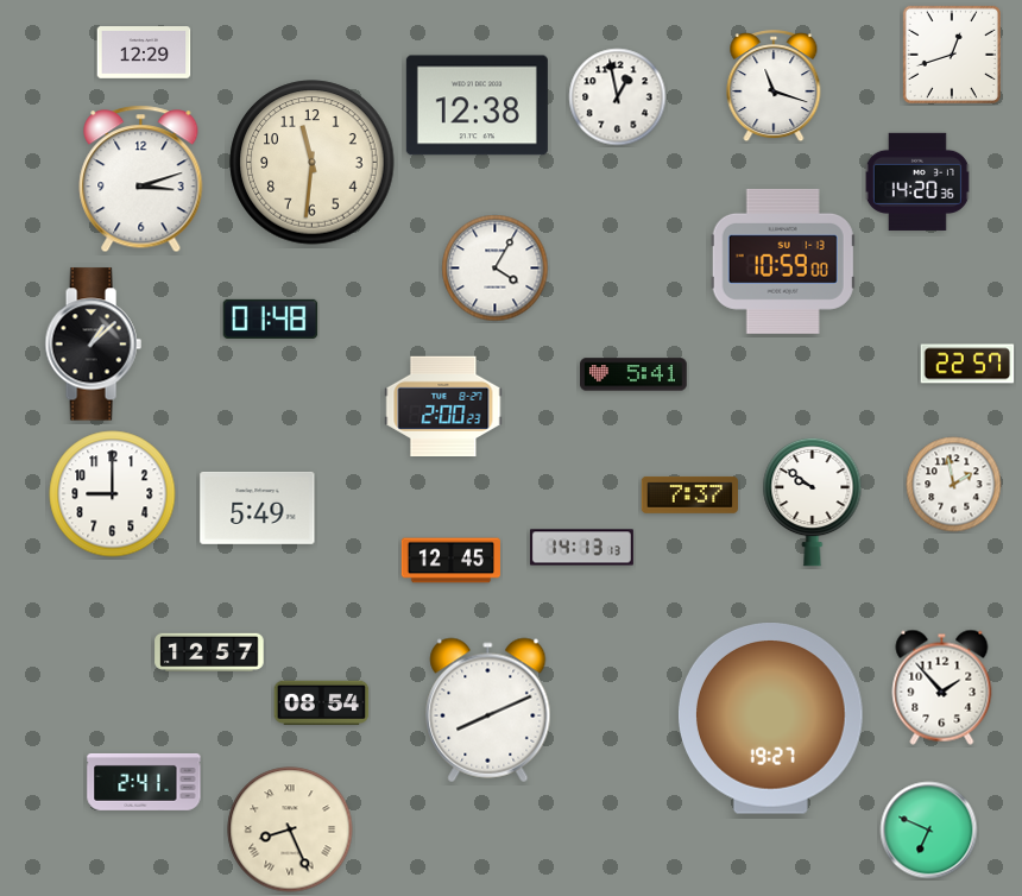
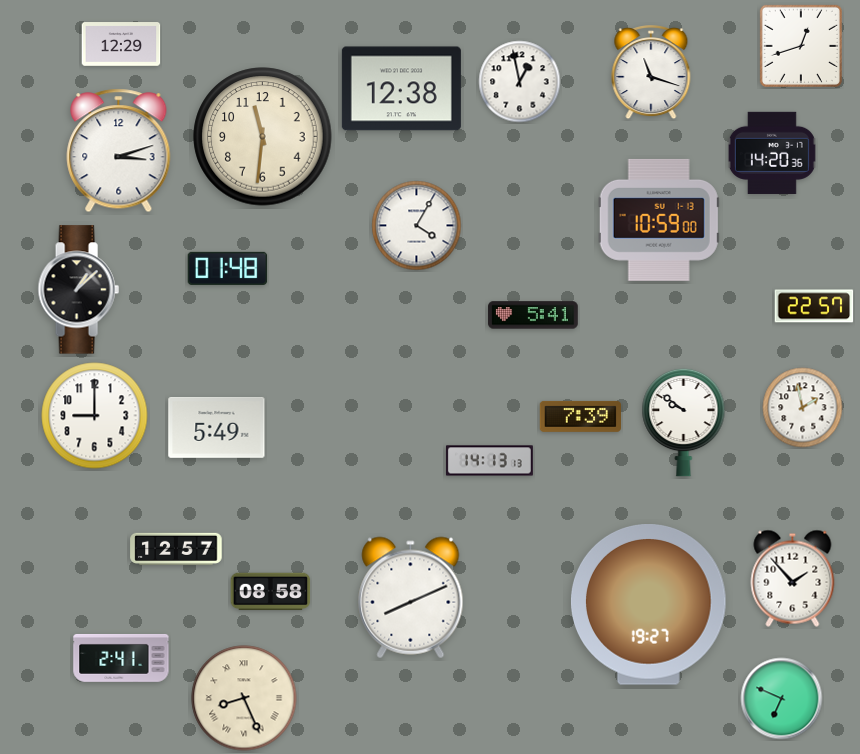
clock at (443, 406): 2:00 -> none
clock at (689, 494): 7:37 -> 7:39
clock at (450, 561): 12:45 -> none
clock at (322, 703): 08:54 -> 08:58
